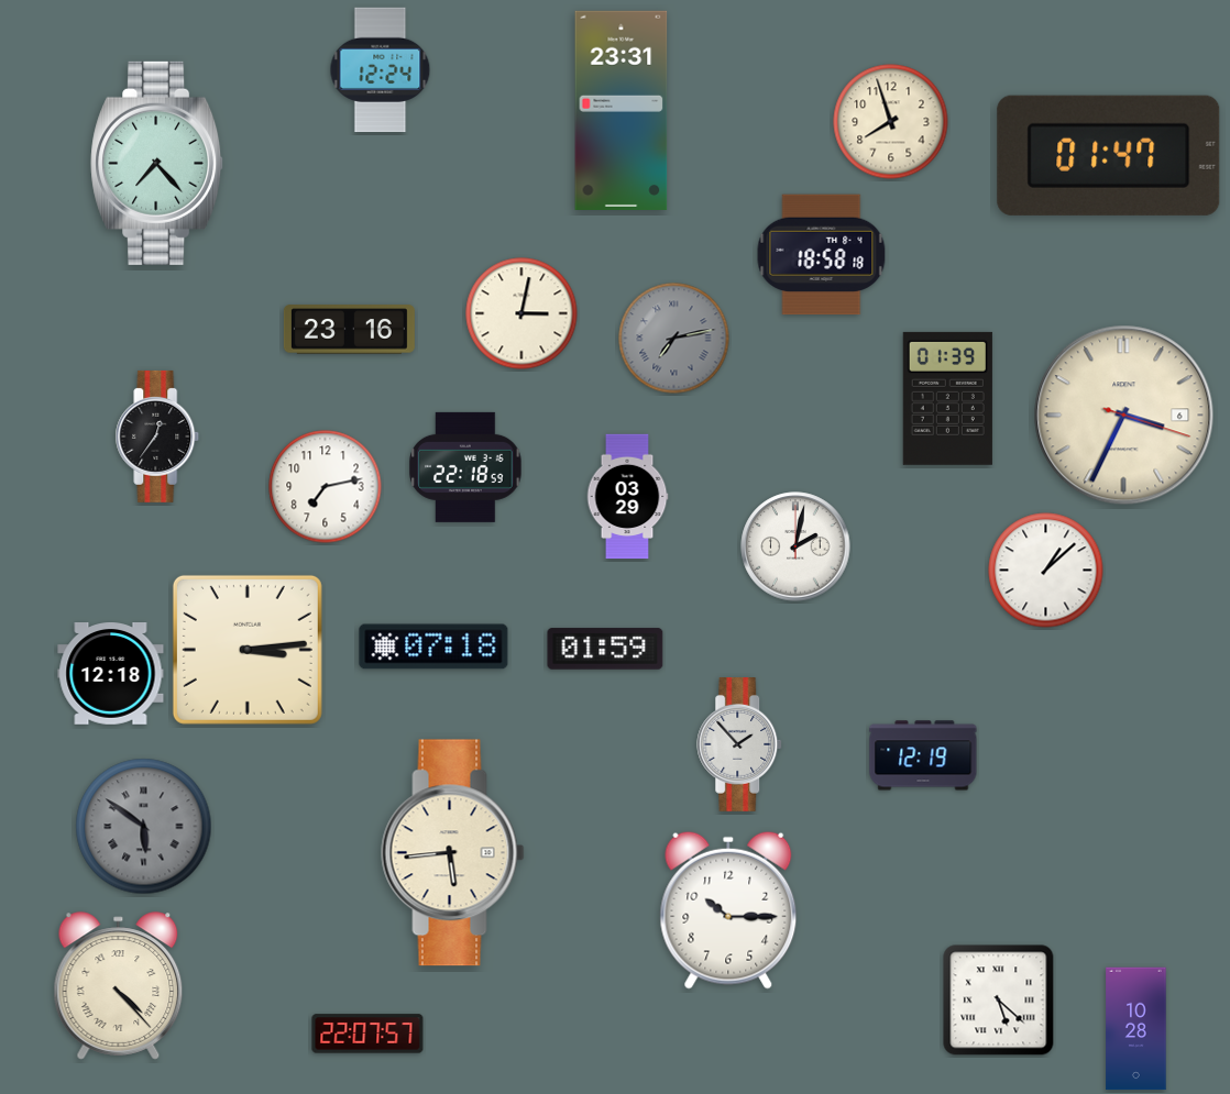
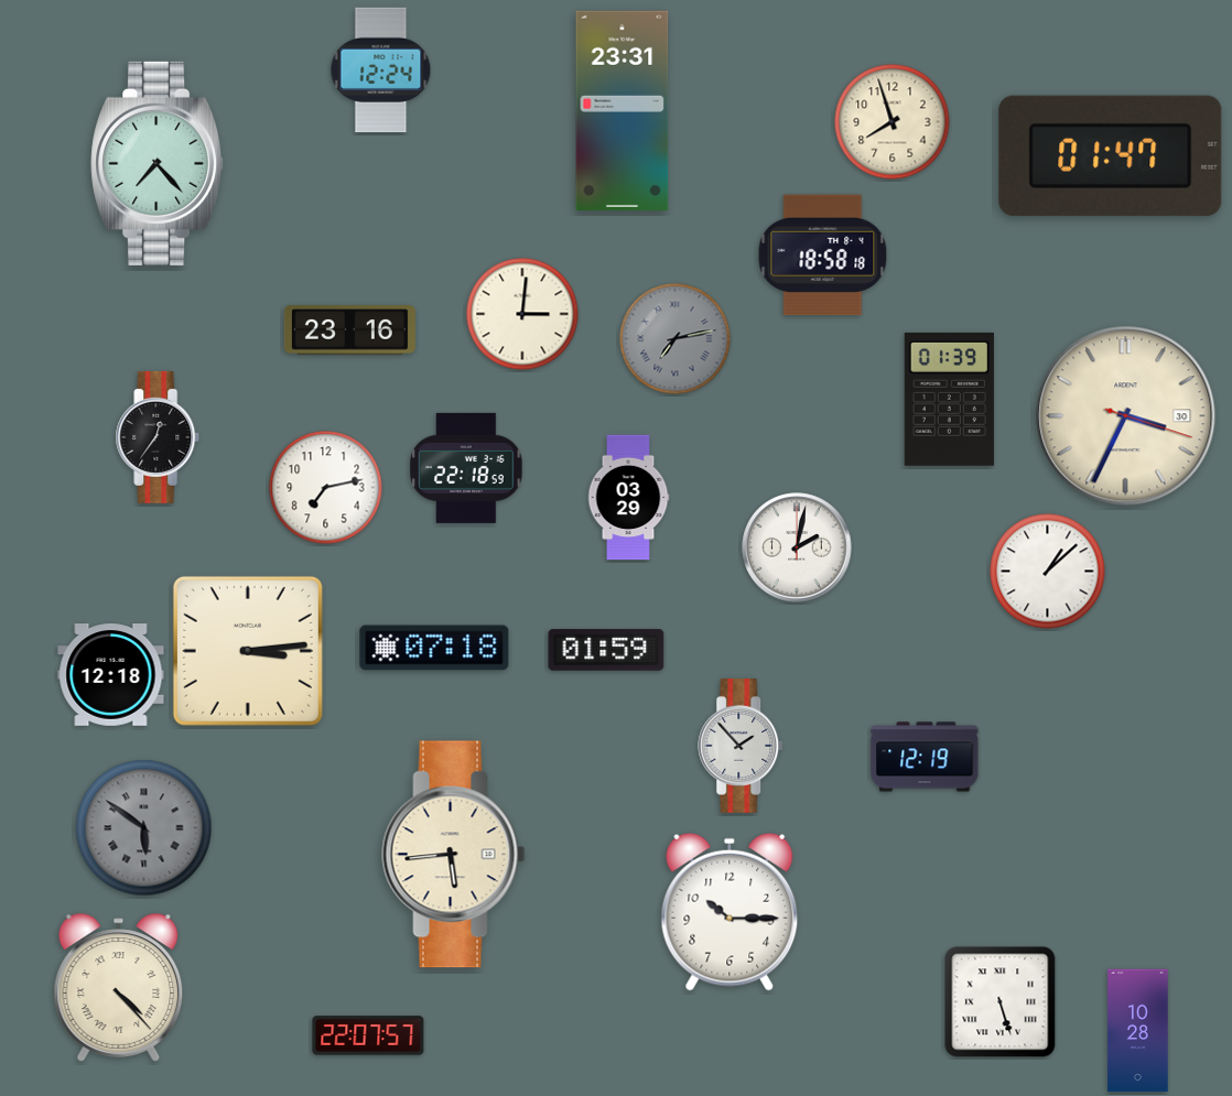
clock at (521, 313): 3:02 -> 3:01
clock at (1124, 416) date: 6 -> 30
clock at (999, 1001): 5:22 -> 5:27
